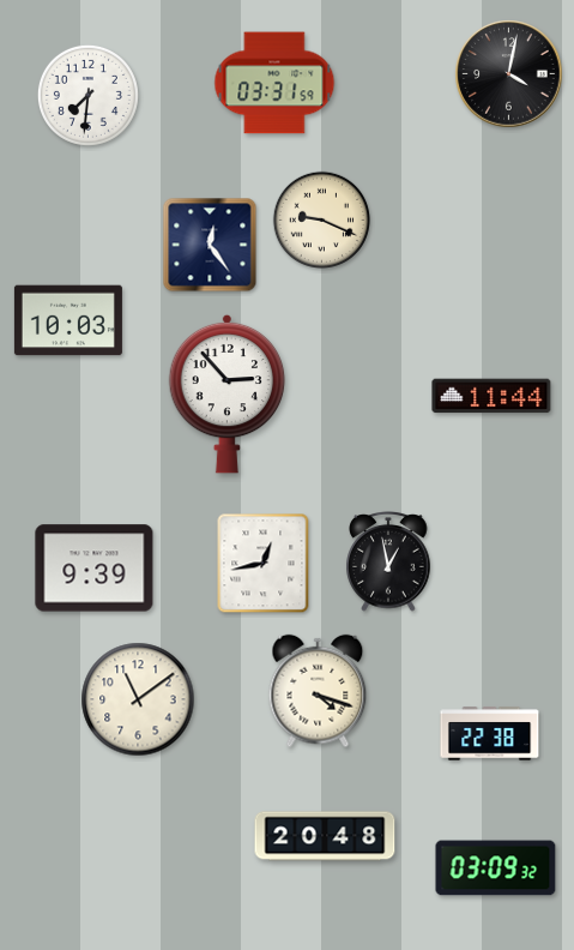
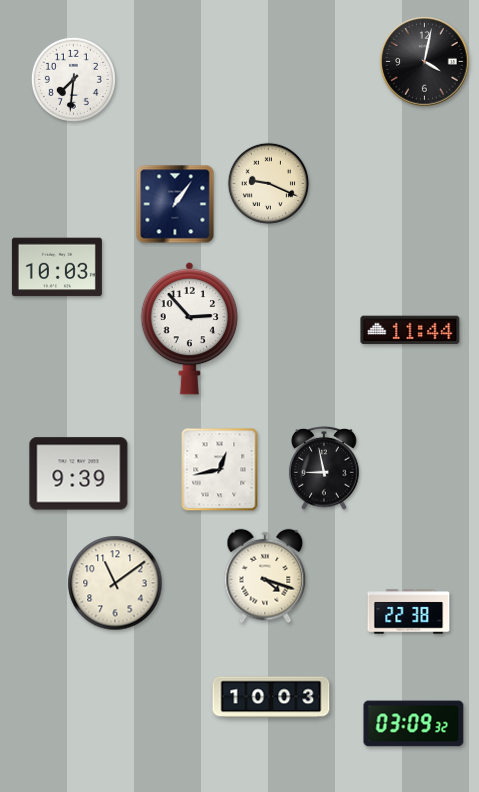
clock at (274, 83): 03:31 -> none
clock at (210, 245): 12:24 -> 1:06
clock at (388, 563): 12:58 -> 8:58
clock at (325, 836): 20:48 -> 10:03
